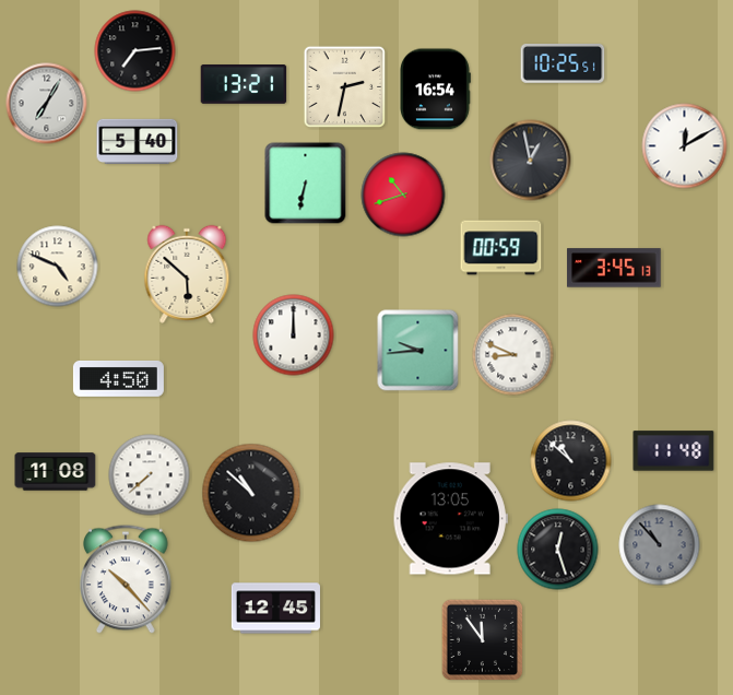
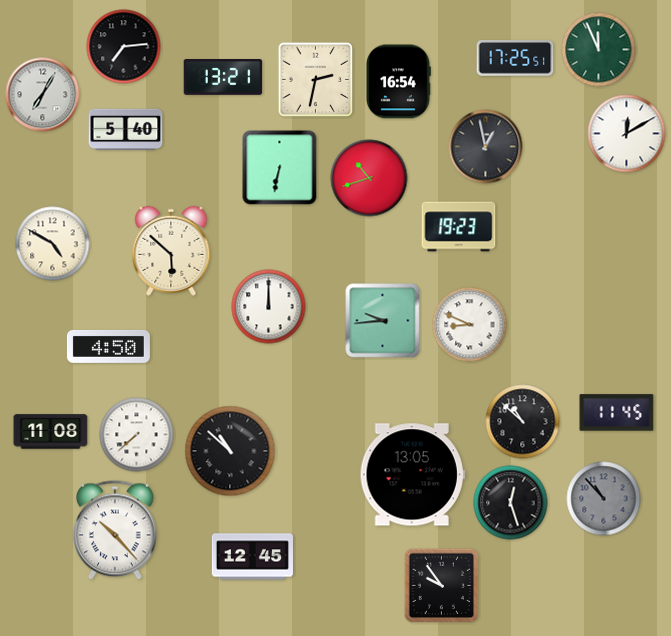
clock at (599, 50): none -> 11:56
clock at (563, 64): 10:25 -> 17:25
clock at (501, 248): 00:59 -> 19:23
clock at (58, 267): 4:49 -> 4:50
clock at (614, 268): 3:45 -> none
clock at (674, 451): 11:48 -> 11:45
clock at (483, 640): 11:54 -> 9:54
